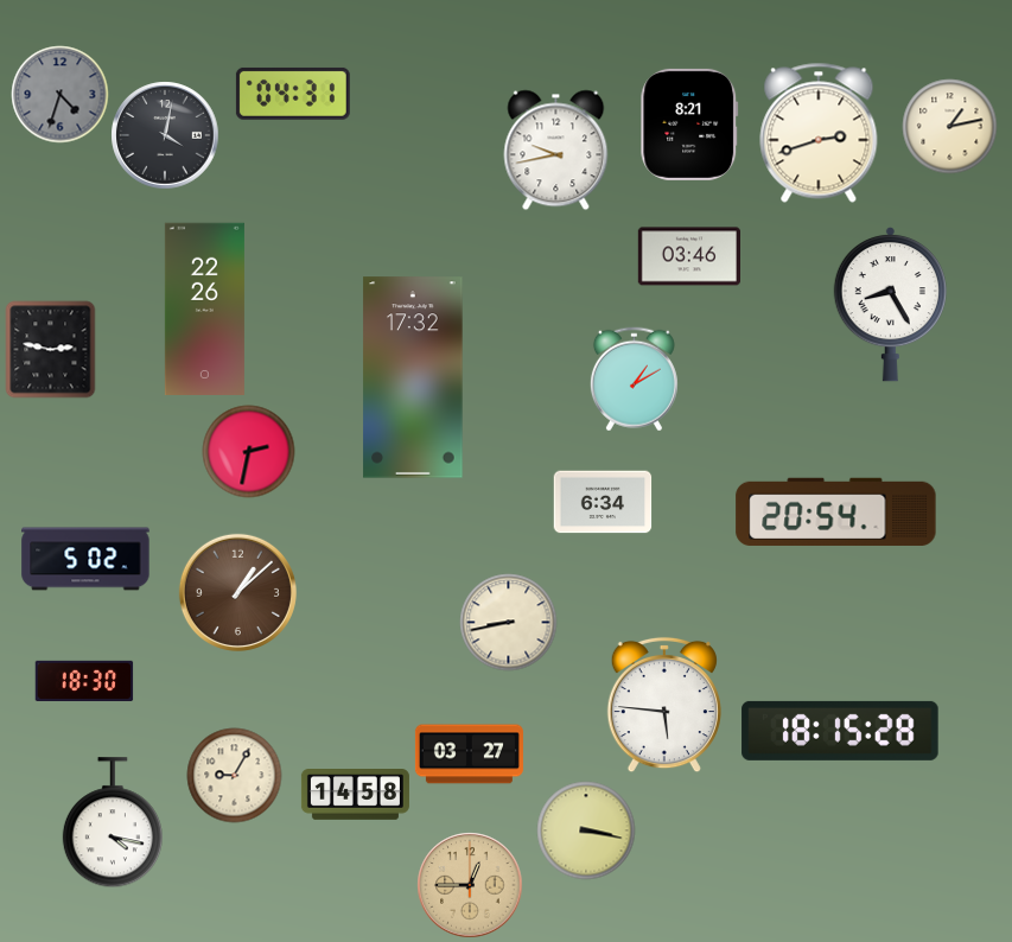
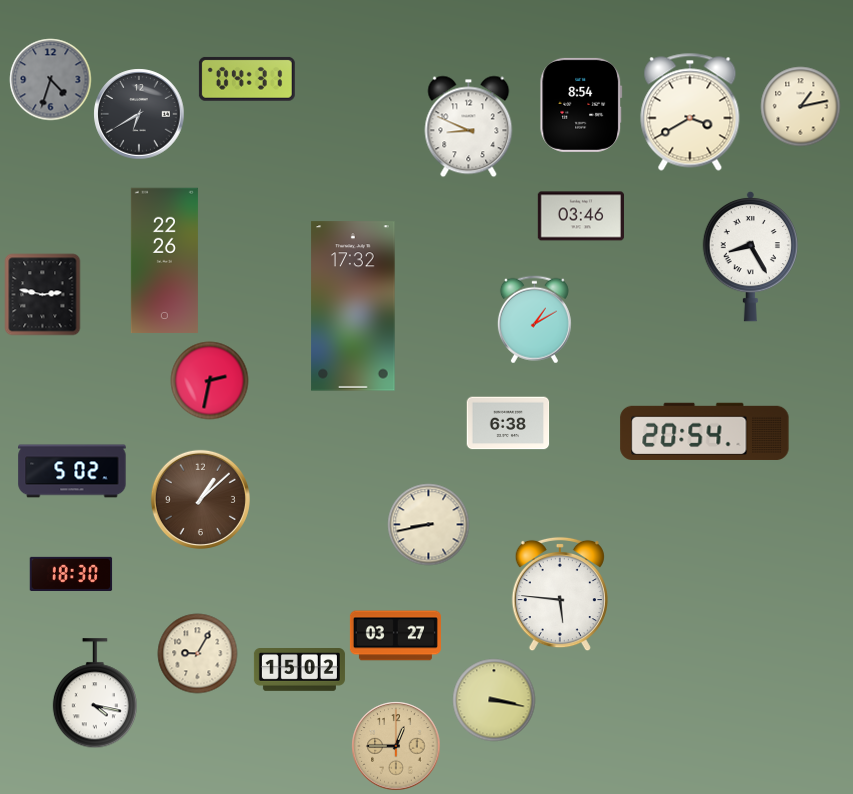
clock at (689, 125): 8:21 -> 8:54
clock at (819, 133): 2:42 -> 3:40
clock at (165, 135): 4:02 -> 6:40
clock at (556, 149): 9:43 -> 8:49
clock at (204, 308) position: (204, 308) -> (164, 260)
clock at (413, 377) position: (413, 377) -> (353, 306)
clock at (603, 502): 6:34 -> 6:38
clock at (840, 731): 18:15 -> none
clock at (355, 795): 14:58 -> 15:02
